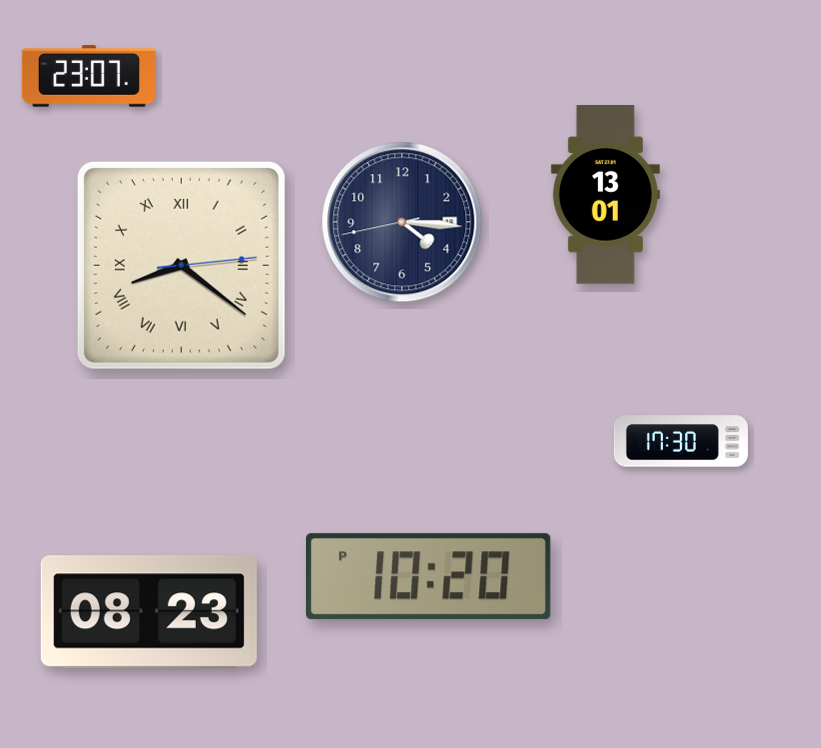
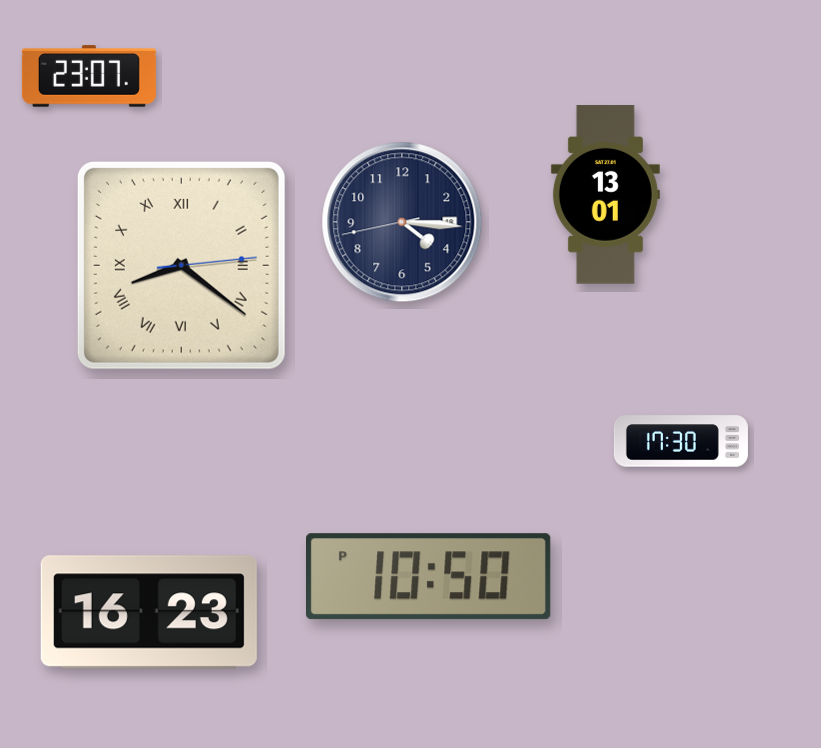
clock at (429, 577): 10:20 -> 10:50
clock at (149, 612): 08:23 -> 16:23
